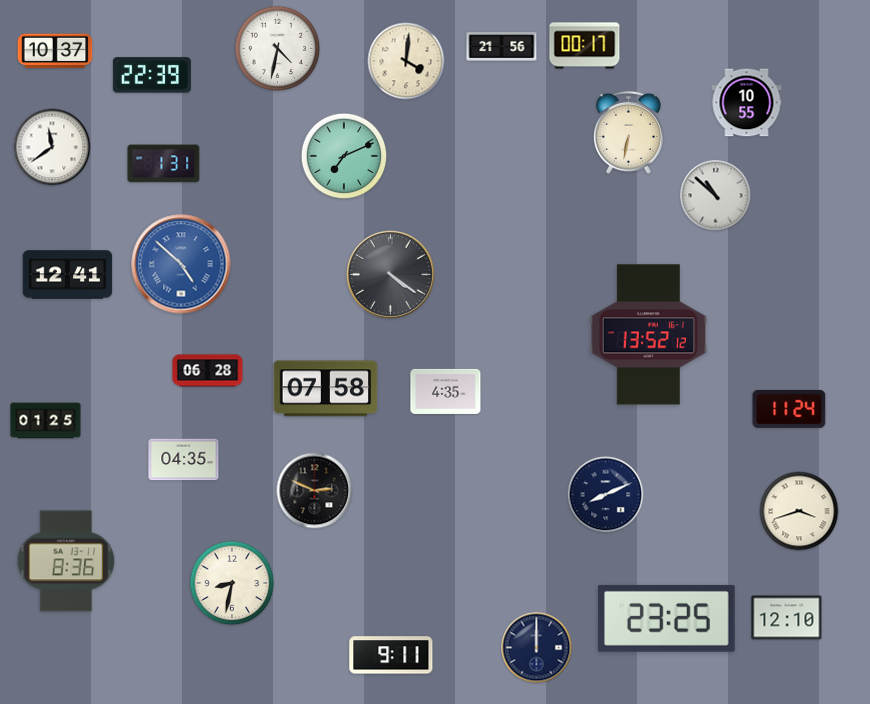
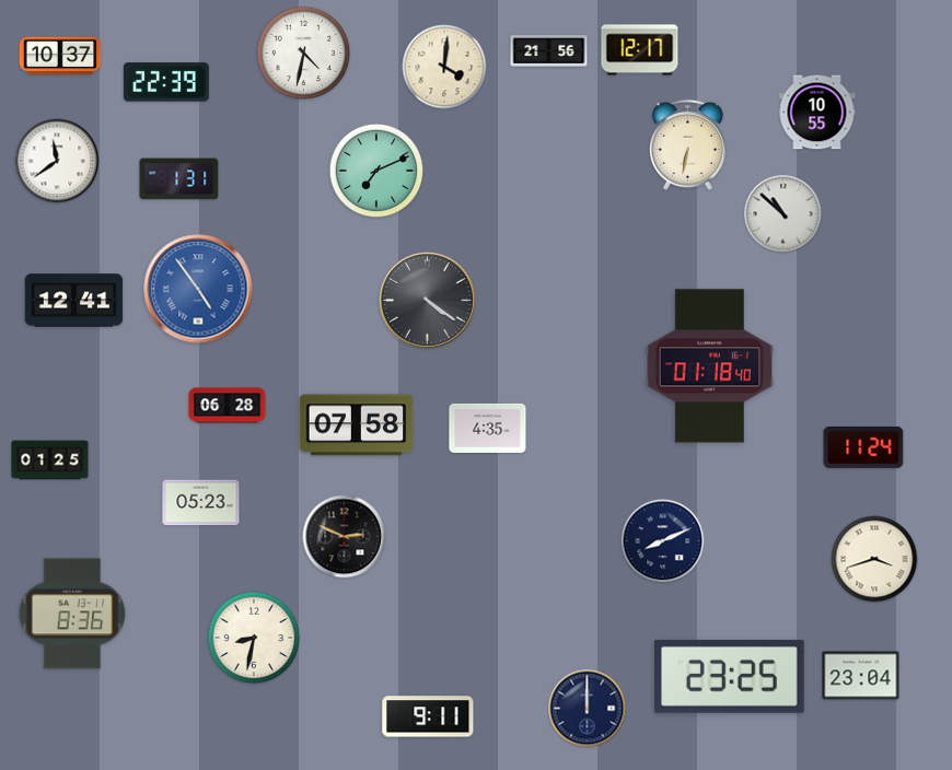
clock at (585, 46): 00:17 -> 12:17
clock at (181, 264): 4:52 -> 4:54
clock at (649, 335): 13:52 -> 01:18
clock at (184, 460): 04:35 -> 05:23
clock at (787, 618): 12:10 -> 23:04
